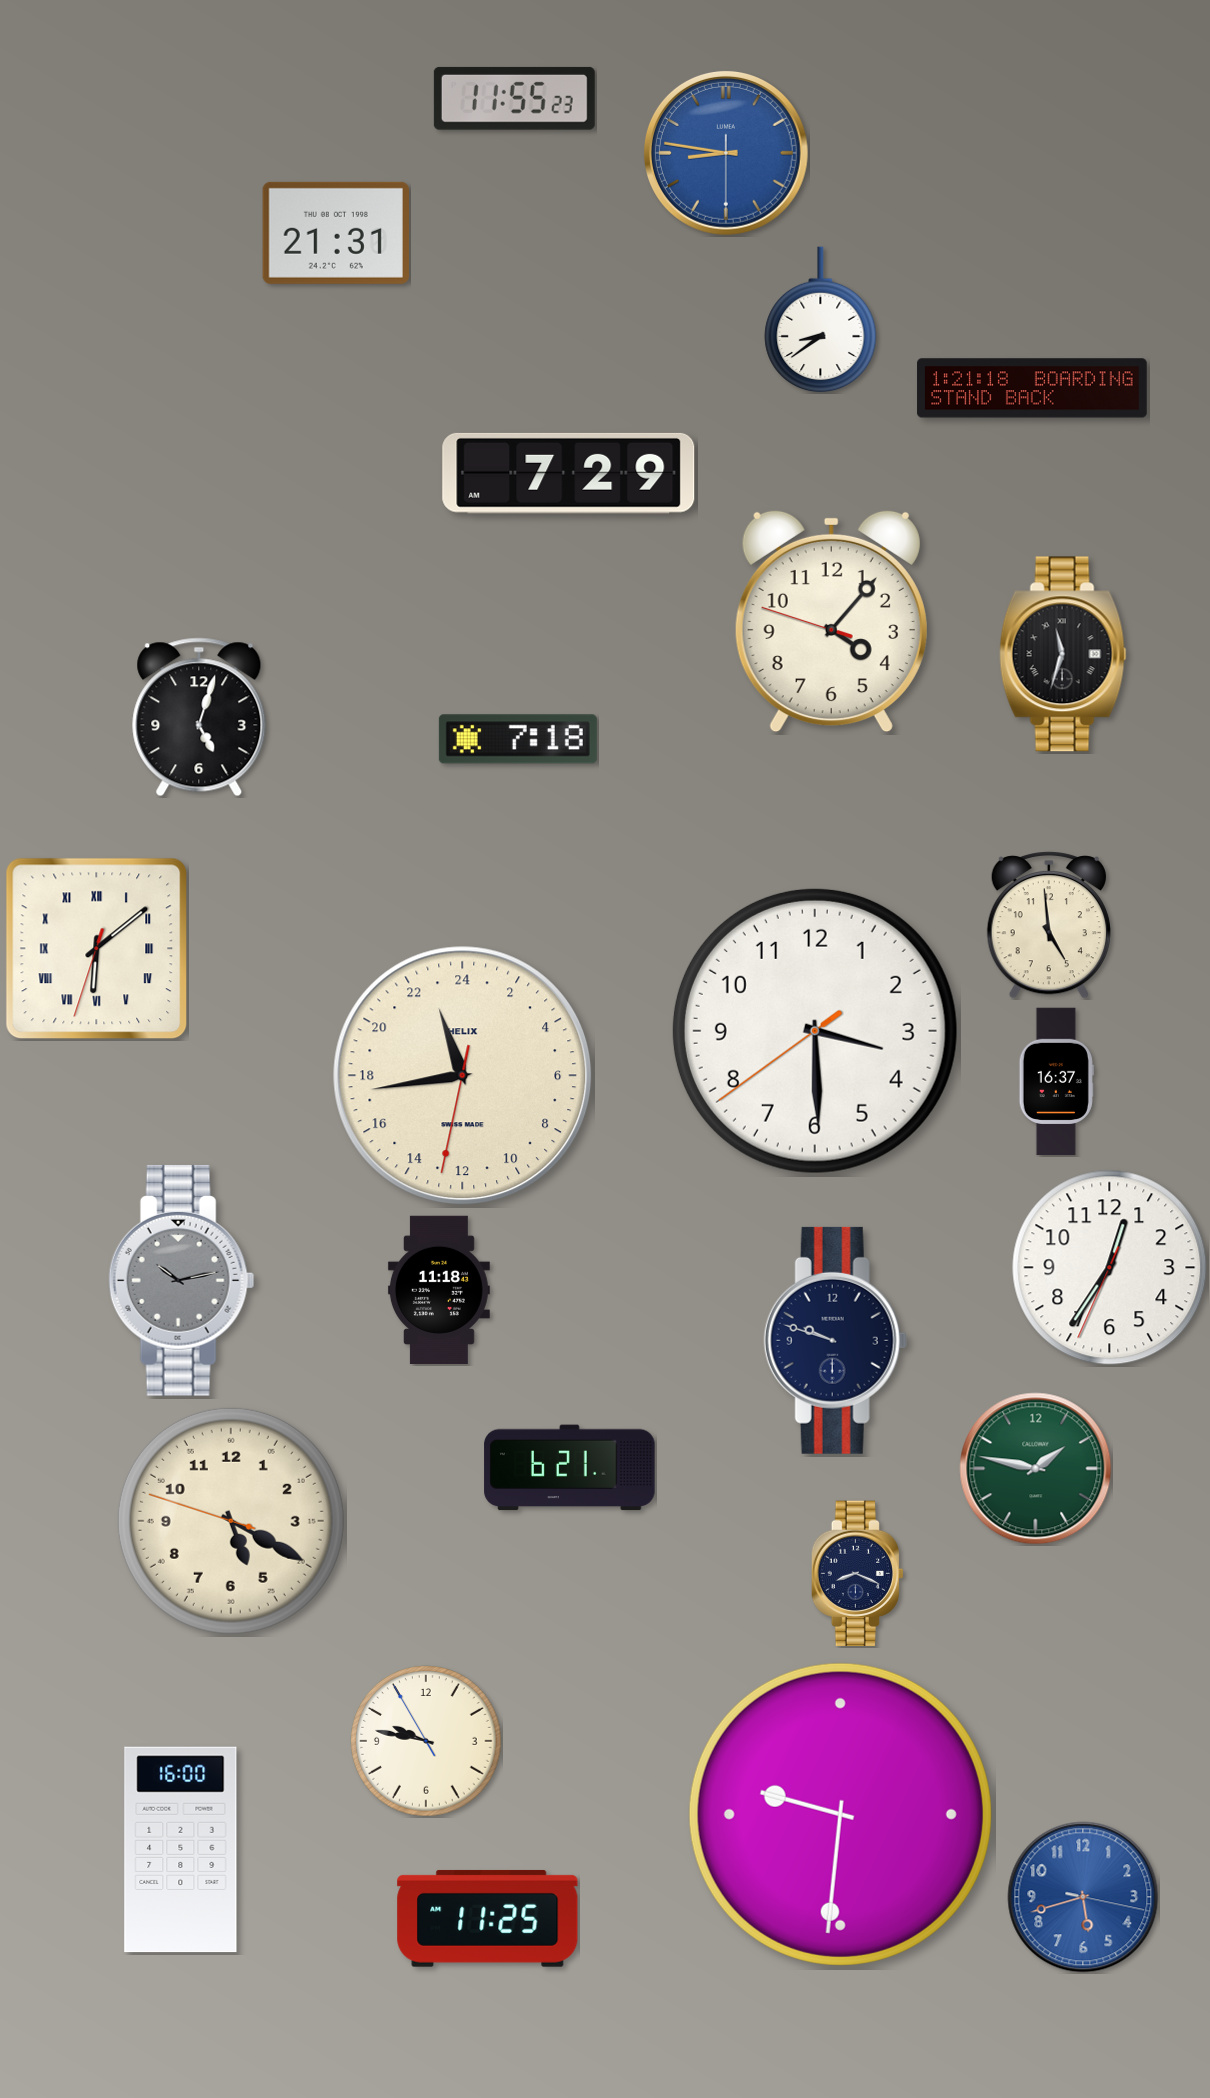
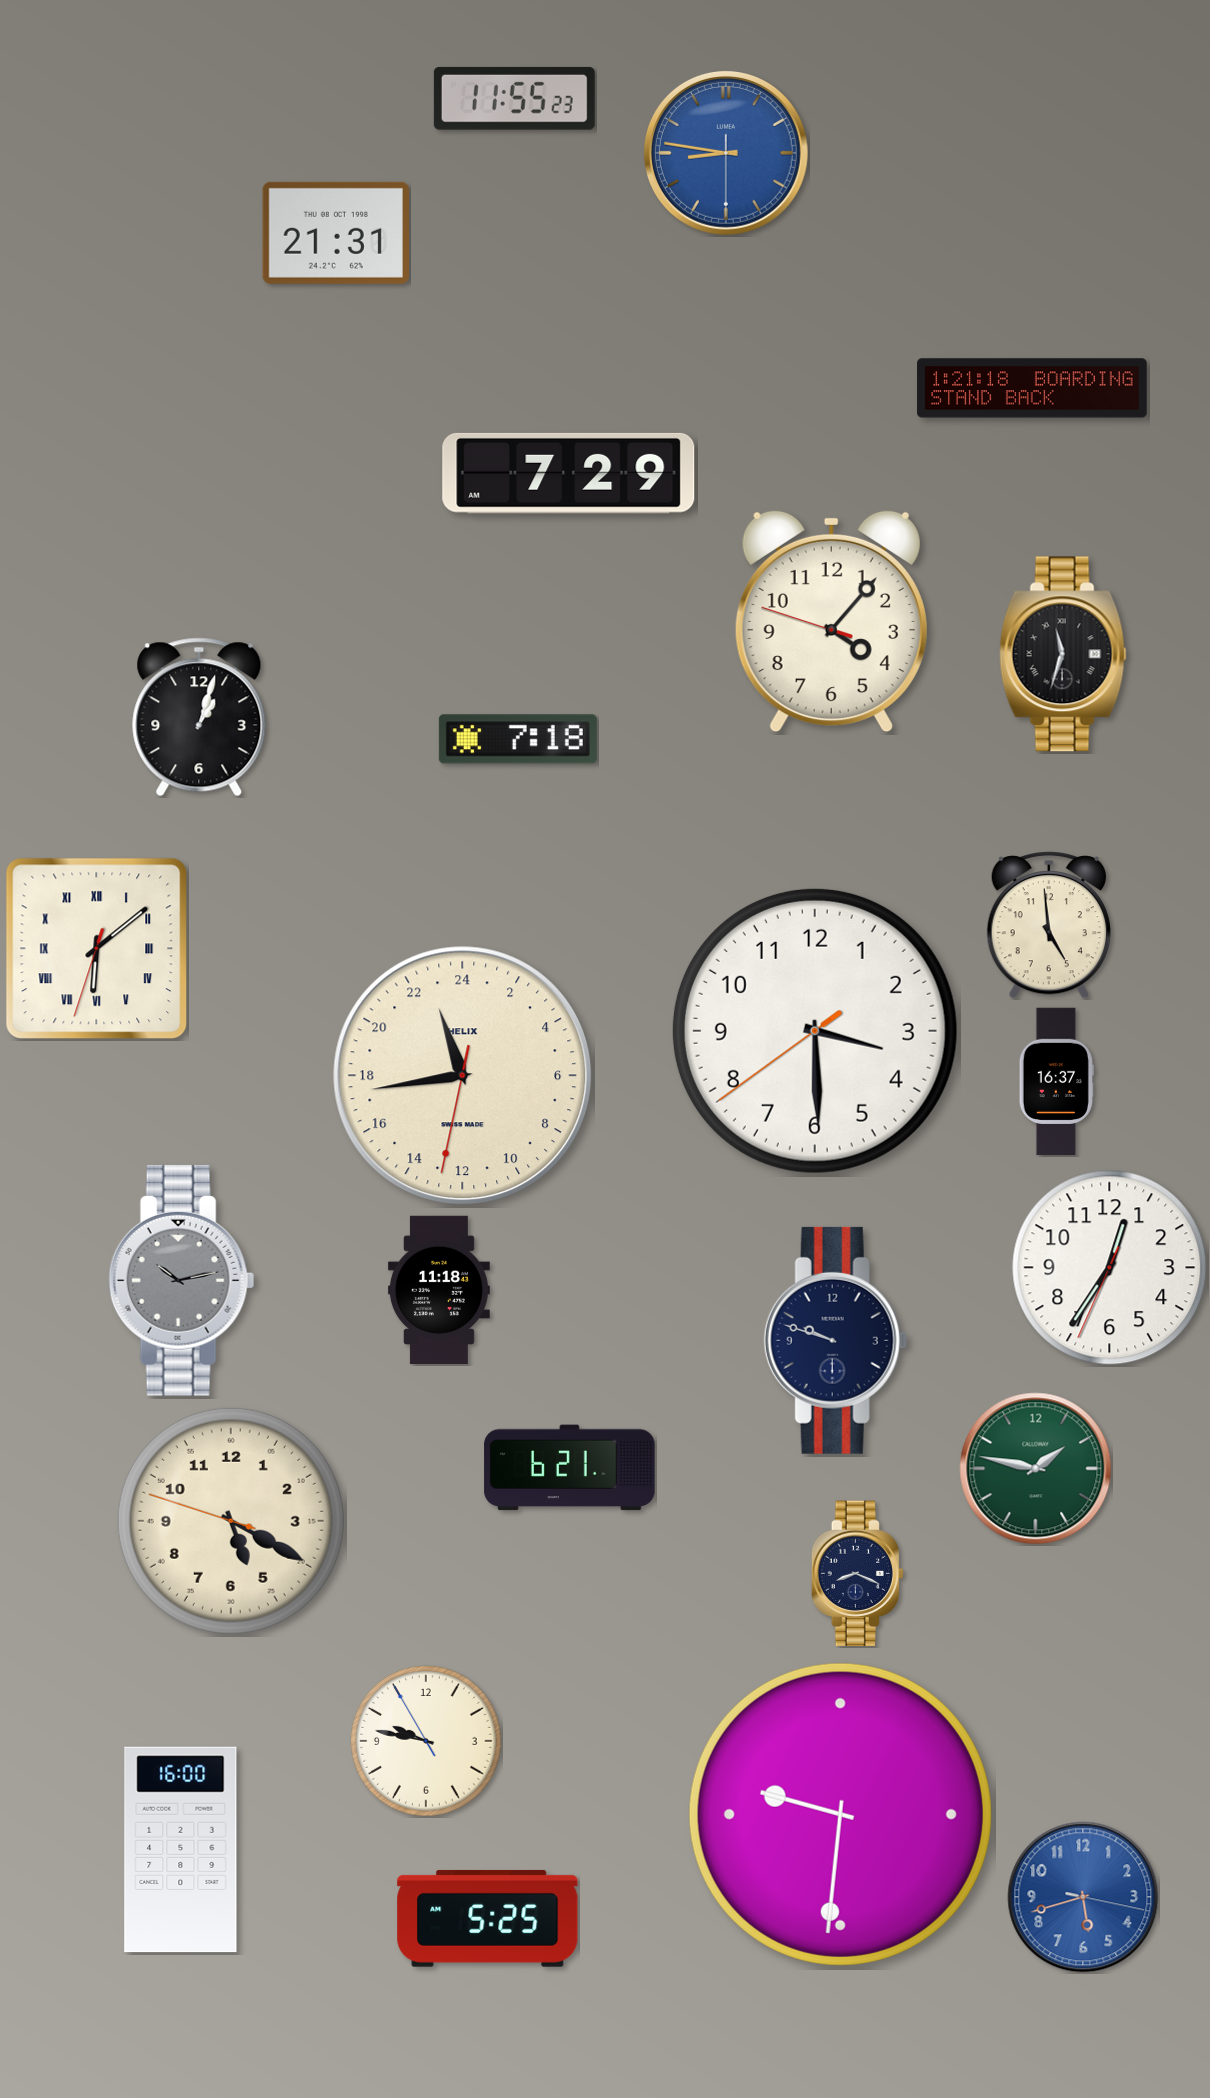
clock at (821, 320): 8:39 -> none
clock at (199, 717): 5:03 -> 1:03
clock at (488, 1918): 11:25 -> 5:25
